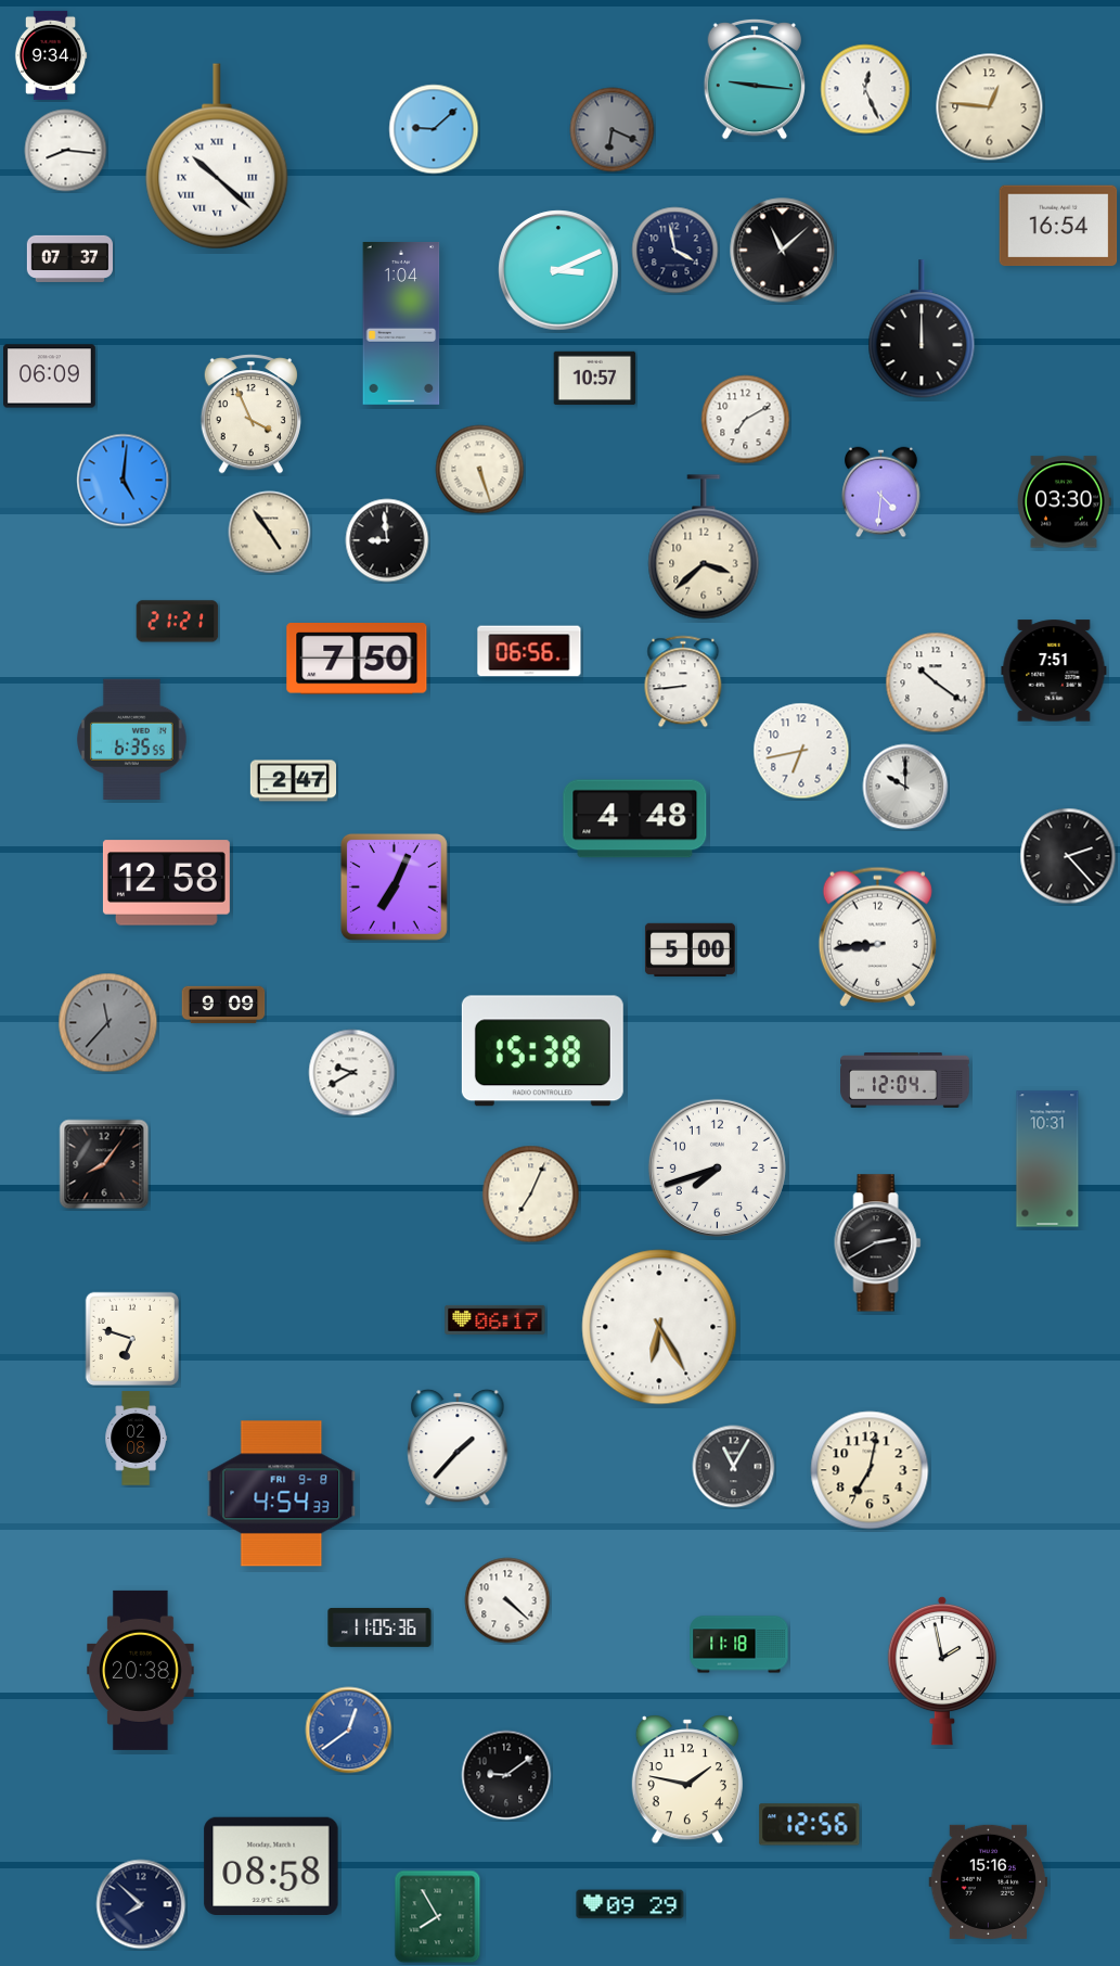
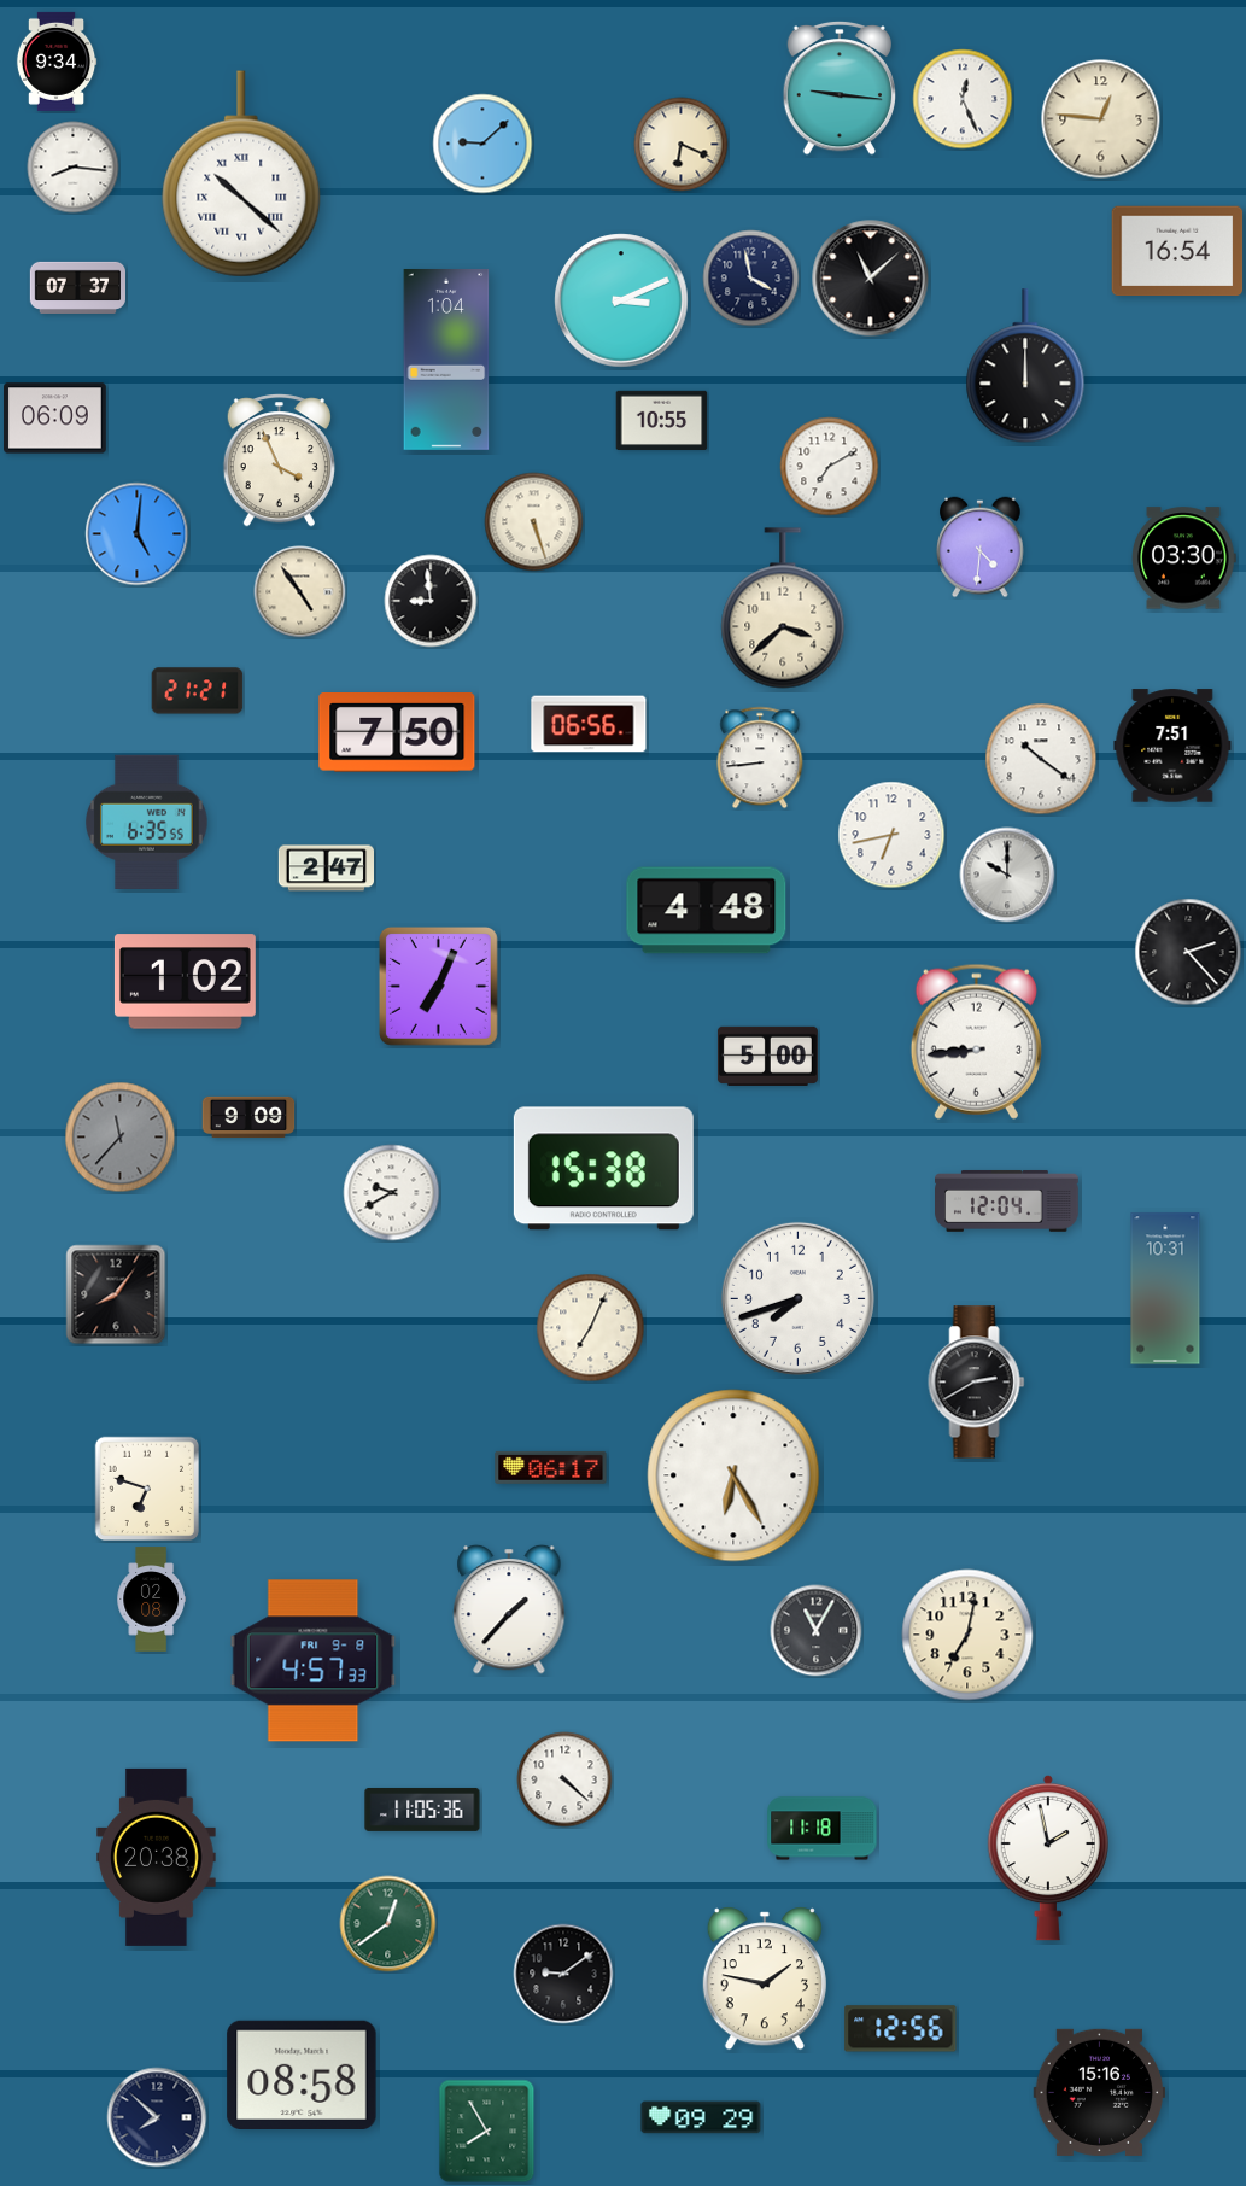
clock at (613, 130) dial: grey -> cream
clock at (595, 379): 10:57 -> 10:55
clock at (166, 883): 12:58 -> 1:02
clock at (282, 1494): 4:54 -> 4:57
clock at (349, 1731) dial: blue -> green
